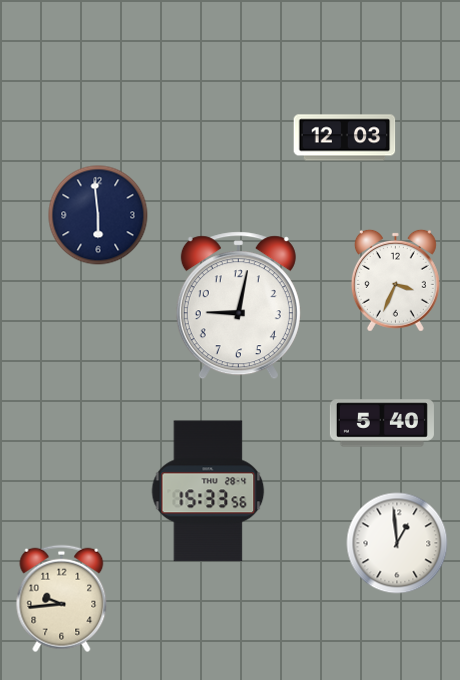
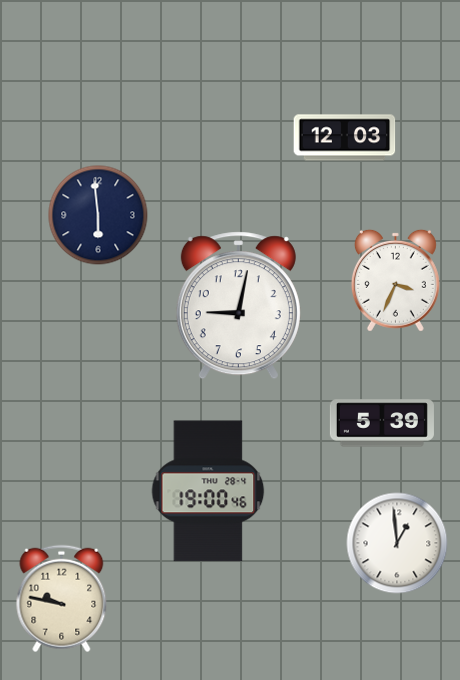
clock at (382, 423): 5:40 -> 5:39
clock at (208, 491): 15:33 -> 19:00
clock at (62, 599): 9:44 -> 9:47
